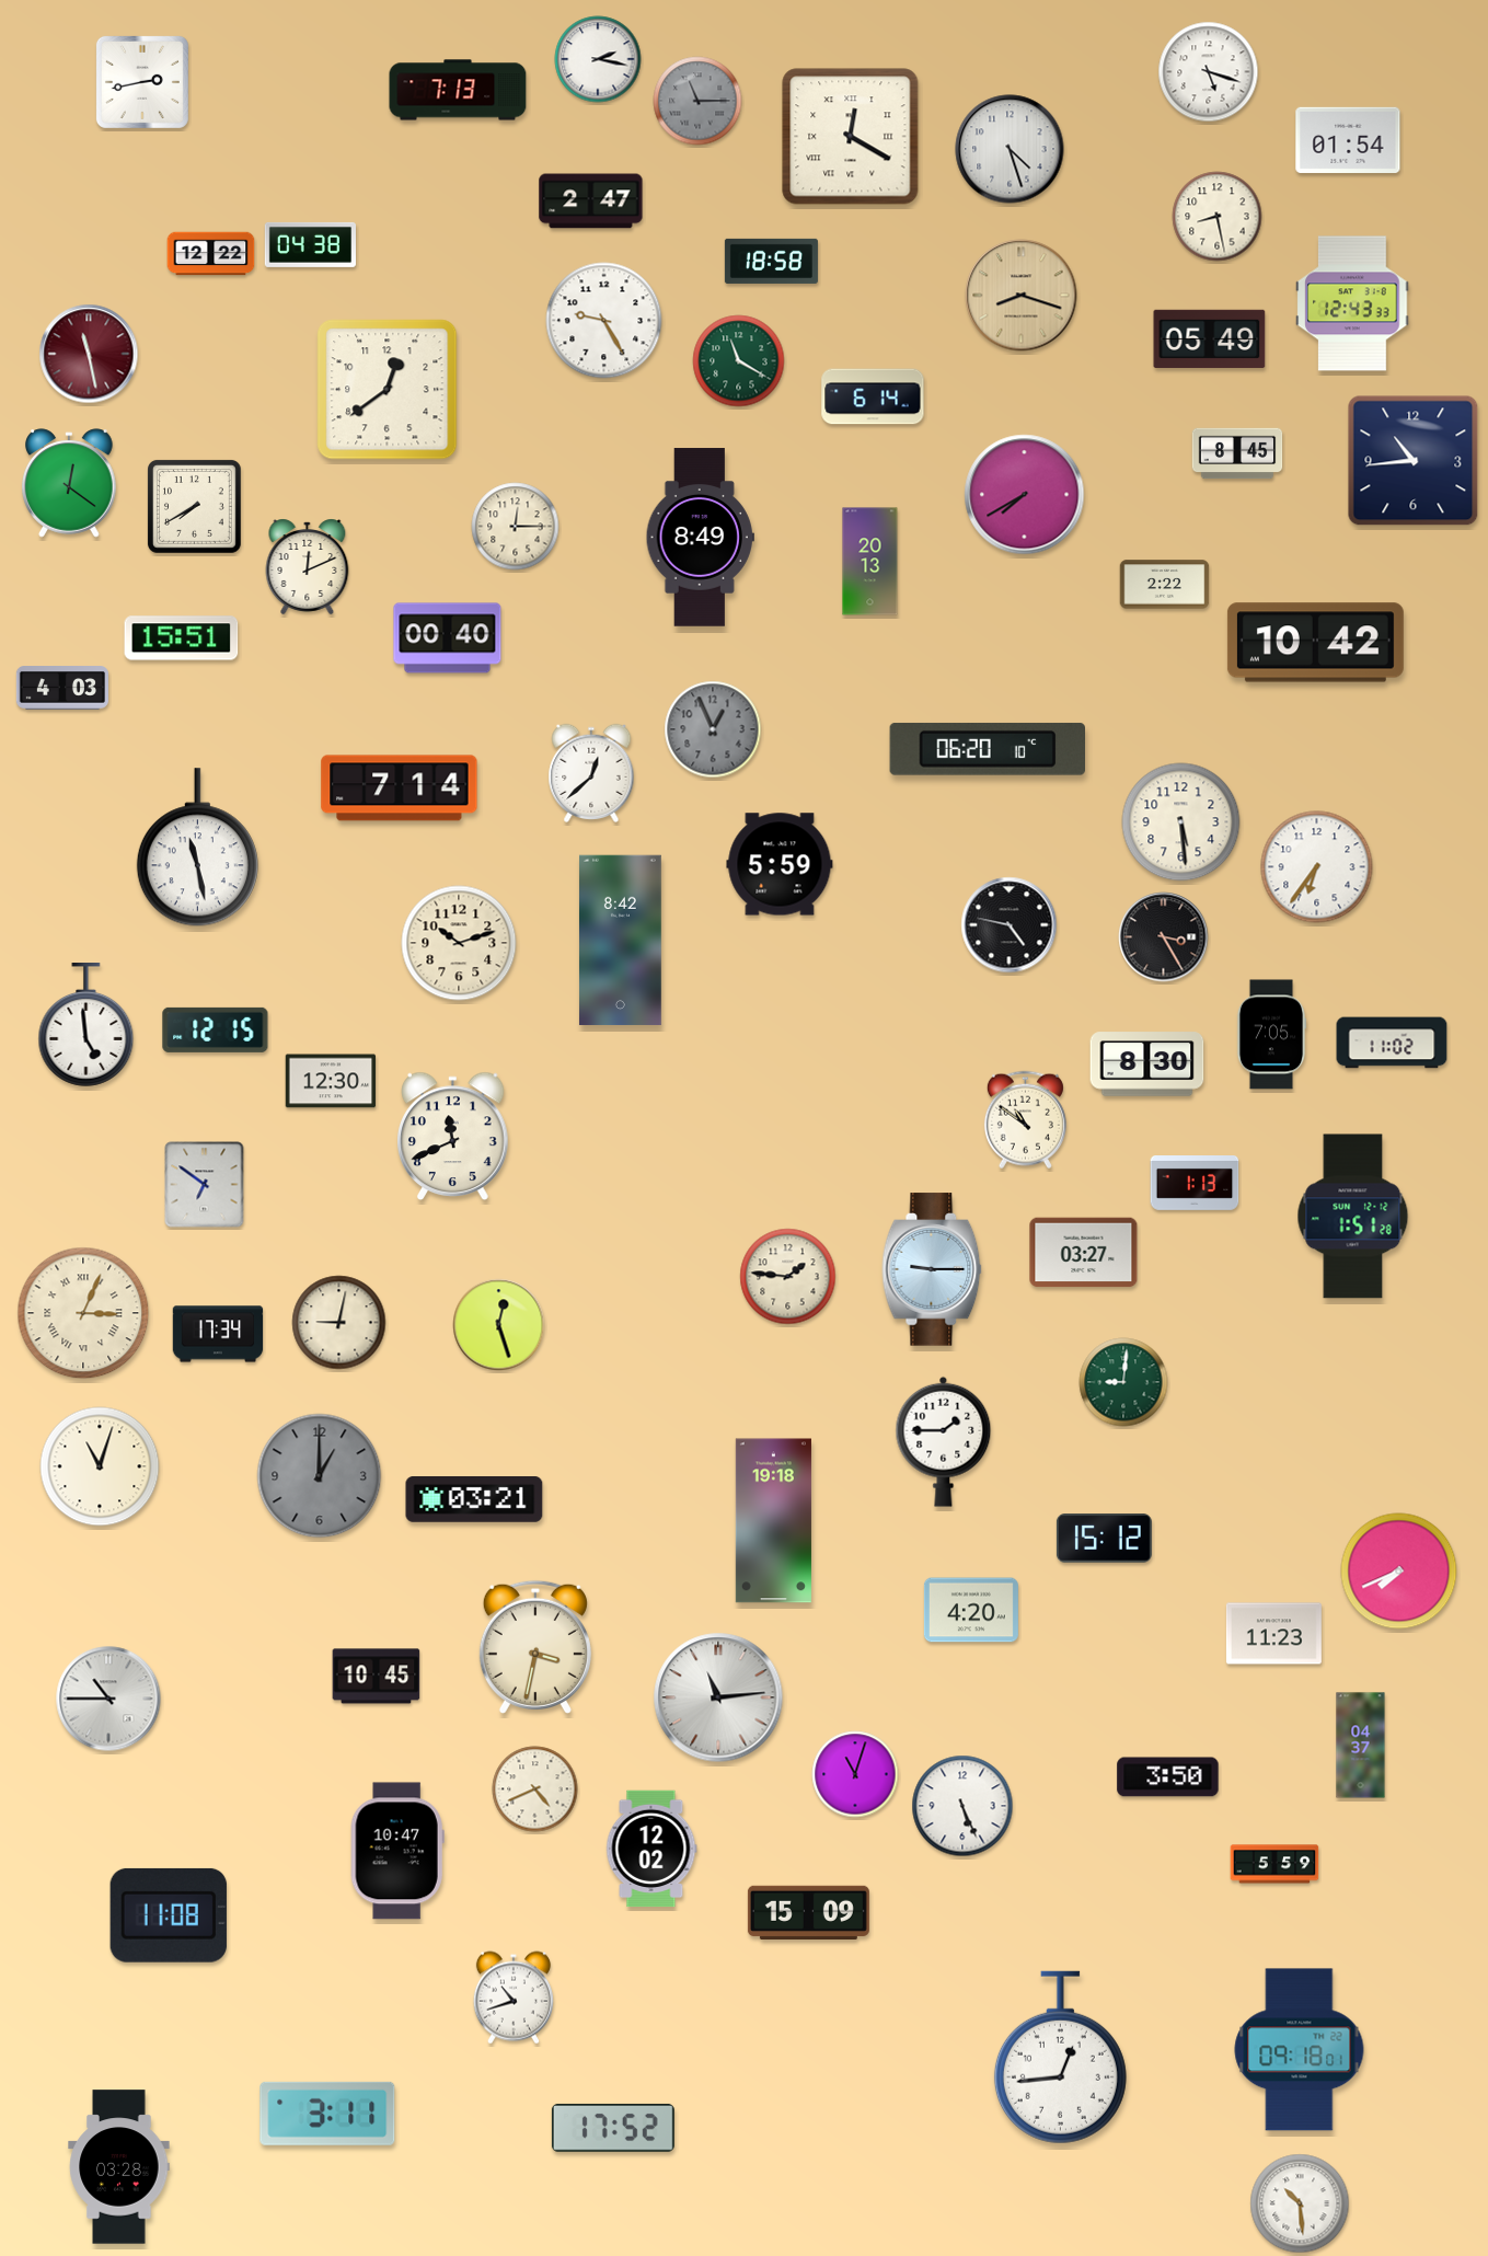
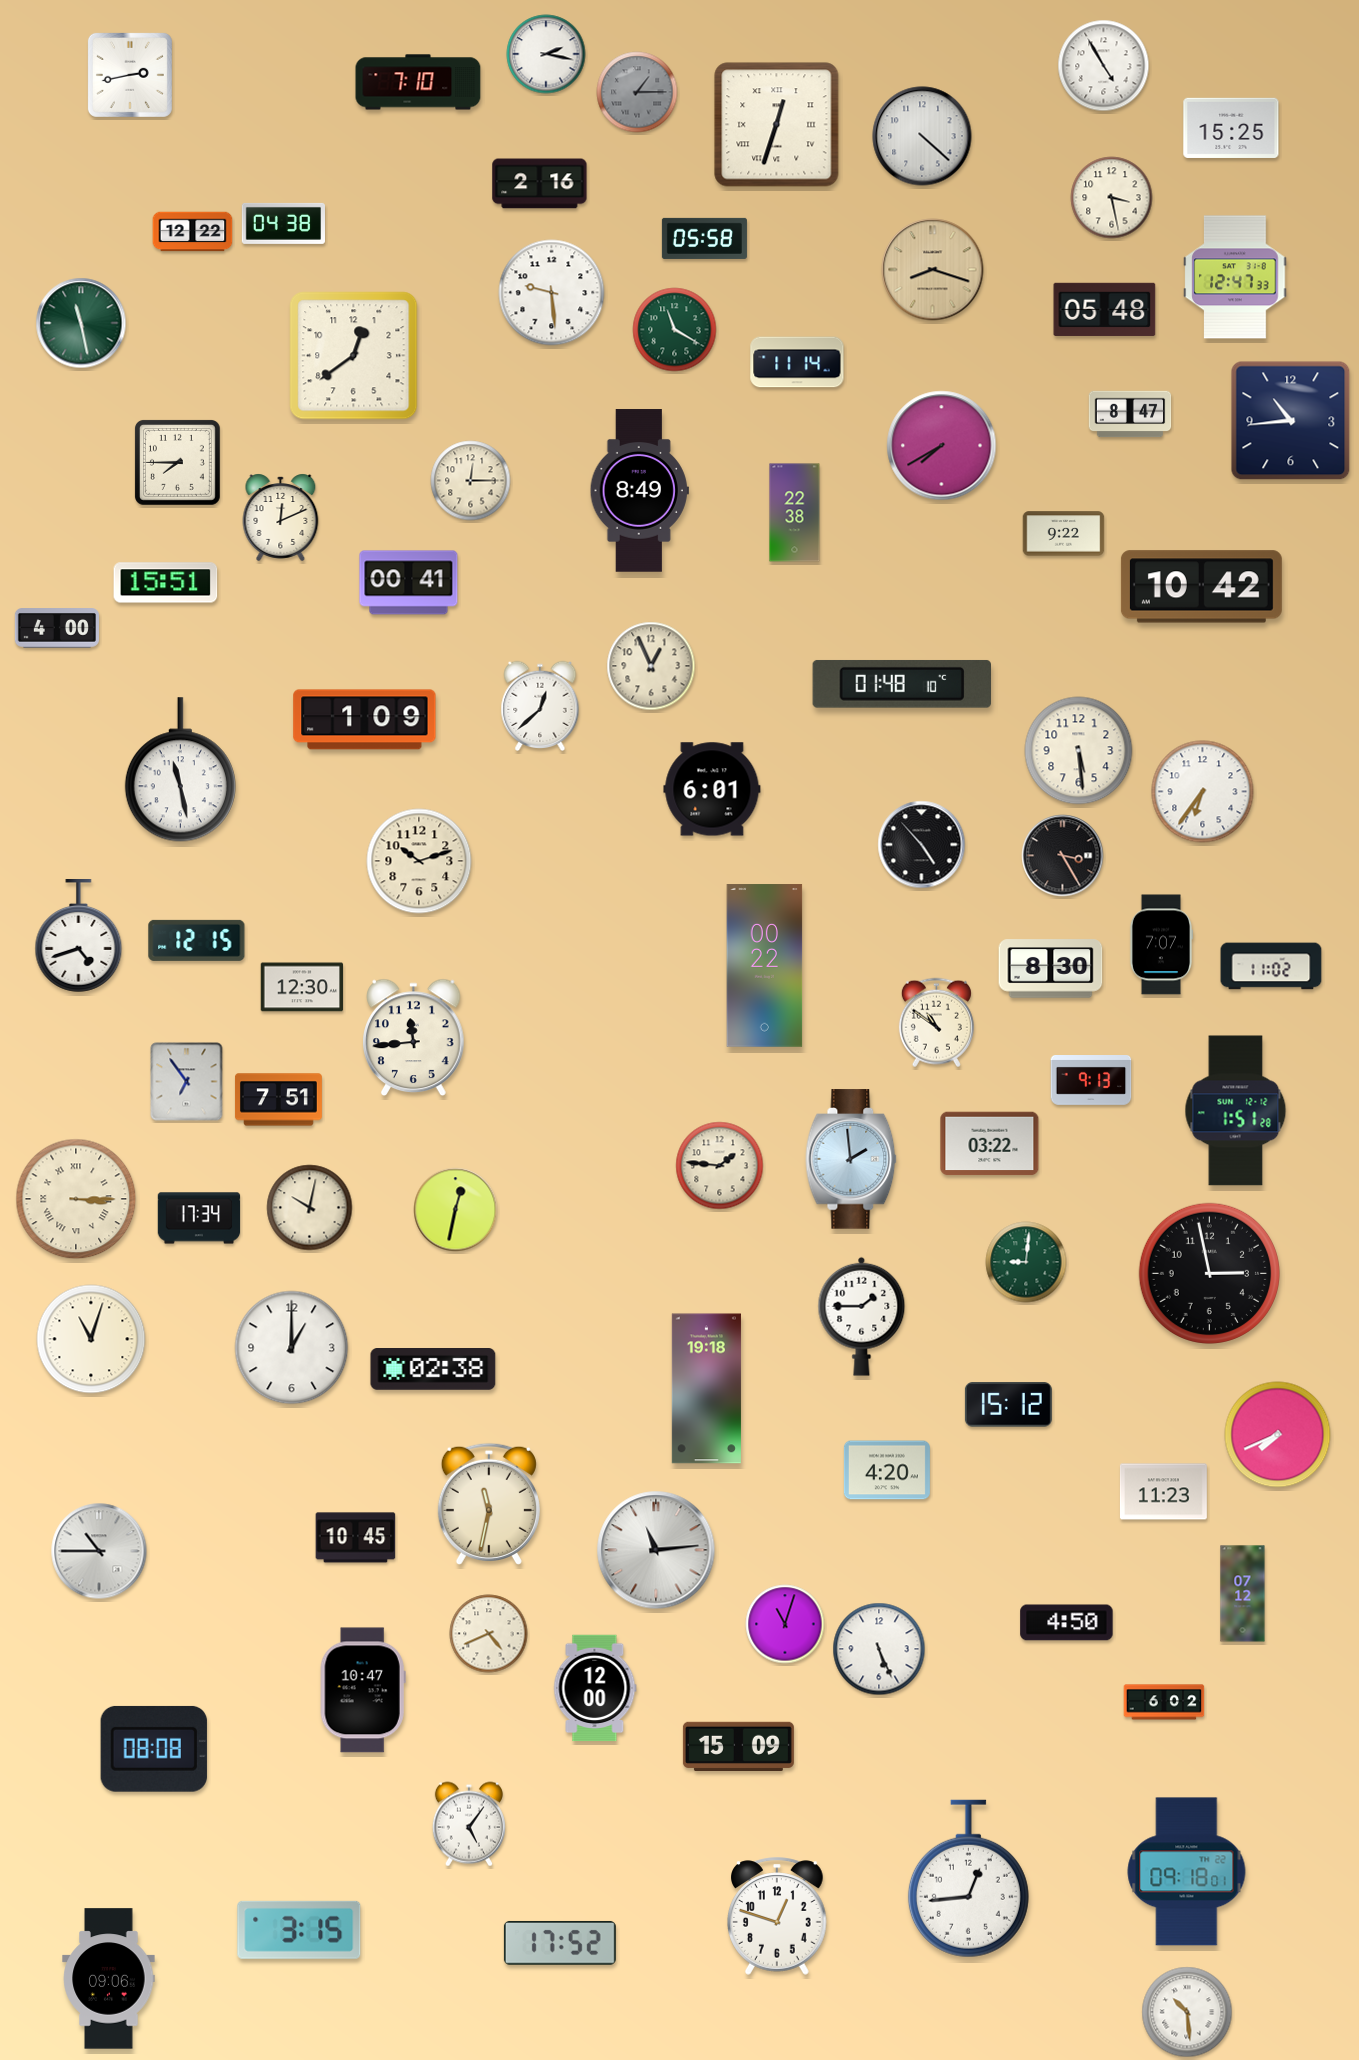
clock at (1209, 72): 5:18 -> 4:55
clock at (458, 90): 7:13 -> 7:10
clock at (697, 101): 11:15 -> 1:15
clock at (851, 137): 12:20 -> 12:33
clock at (1348, 140): 01:54 -> 15:25
clock at (1010, 149): 4:27 -> 4:22
clock at (591, 202): 2:47 -> 2:16
clock at (1218, 217): 8:28 -> 3:28
clock at (771, 261): 18:58 -> 05:58
clock at (1352, 303): 12:43 -> 12:47
clock at (604, 321): 9:25 -> 9:29
clock at (1210, 338): 05:49 -> 05:48
clock at (89, 354) dial: burgundy -> green
clock at (873, 396): 6:14 -> 11:14
clock at (1237, 453): 8:45 -> 8:47
clock at (69, 483): 12:21 -> none
clock at (1025, 495) position: (1025, 495) -> (942, 446)
clock at (194, 506): 7:40 -> 7:45
clock at (870, 562): 20:13 -> 22:38
clock at (1165, 585): 2:22 -> 9:22
clock at (448, 638): 00:40 -> 00:41
clock at (62, 688): 4:03 -> 4:00
clock at (713, 729) dial: grey -> cream
clock at (987, 749): 06:20 -> 01:48
clock at (400, 789): 7:14 -> 1:09
clock at (197, 848) position: (197, 848) -> (180, 770)
clock at (780, 864): 5:59 -> 6:01
clock at (1010, 925): 4:47 -> 4:53
clock at (621, 941): 8:42 -> none
clock at (86, 1025): 4:59 -> 4:42
clock at (1271, 1035): 7:05 -> 7:07
clock at (1392, 1043) position: (1392, 1043) -> (1271, 966)
clock at (765, 966): none -> 00:22
clock at (1147, 1064) position: (1147, 1064) -> (1051, 969)
clock at (453, 1137): 11:41 -> 11:44
clock at (1195, 1184): 1:13 -> 9:13
clock at (205, 1185): 6:51 -> 6:54
clock at (278, 1100): none -> 7:51
clock at (1084, 1253): 03:27 -> 03:22
clock at (932, 1269): 9:15 -> 1:59
clock at (83, 1313): 3:04 -> 3:15
clock at (339, 1323): 9:02 -> 10:02
clock at (499, 1325): 12:27 -> 12:32
clock at (1209, 1273): none -> 2:58
clock at (320, 1476) dial: grey -> white
clock at (474, 1500): 03:21 -> 02:38
clock at (535, 1647): 3:32 -> 11:32
clock at (377, 1677) position: (377, 1677) -> (356, 1538)
clock at (1361, 1746): 04:37 -> 07:12
clock at (855, 1774) position: (855, 1774) -> (785, 1624)
clock at (1168, 1777): 3:50 -> 4:50
clock at (651, 1849): 12:02 -> 12:00
clock at (1274, 1864): 5:59 -> 6:02
clock at (169, 1915): 11:08 -> 08:08
clock at (514, 1998): 10:42 -> 5:06
clock at (778, 1916): none -> 12:48
clock at (327, 2114): 3:11 -> 3:15
clock at (119, 2167): 03:28 -> 09:06
